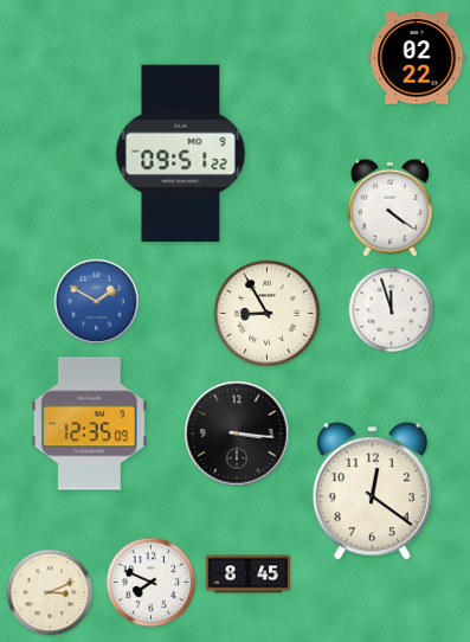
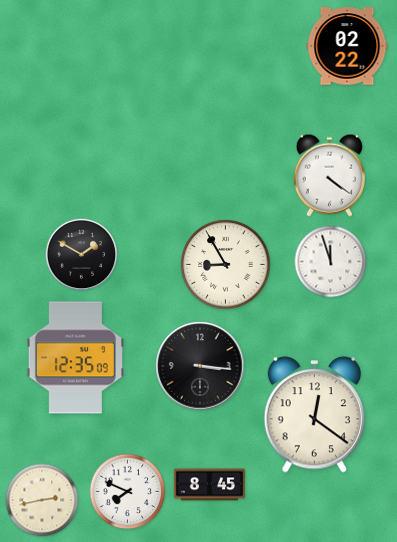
clock at (417, 58) position: (417, 58) -> (347, 46)
clock at (181, 154): 09:51 -> none
clock at (97, 302) dial: blue -> black
clock at (50, 592): 3:11 -> 2:43
